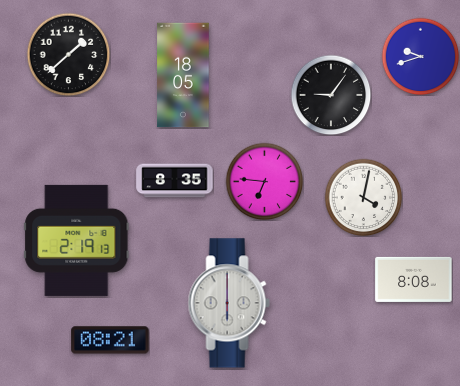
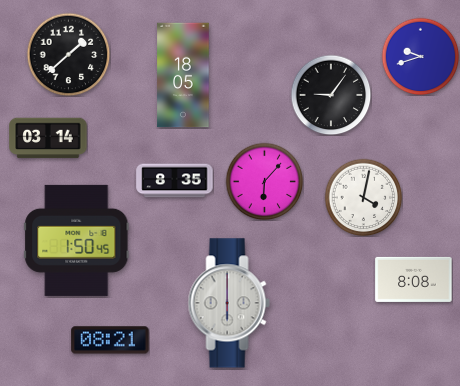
clock at (48, 138): none -> 03:14
clock at (264, 181): 6:46 -> 6:07
clock at (77, 240): 2:19 -> 1:50
